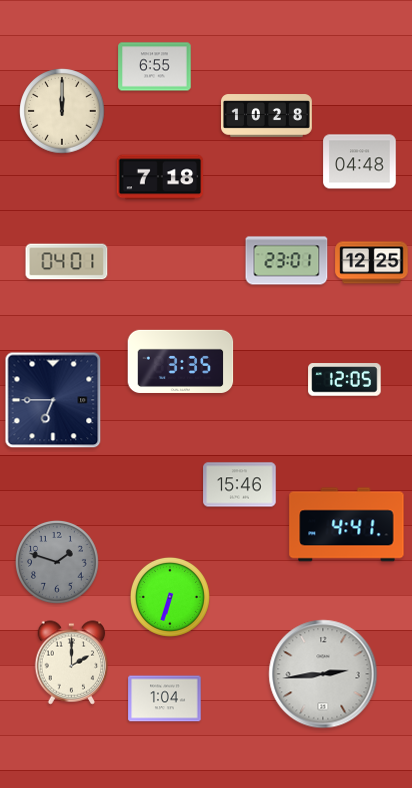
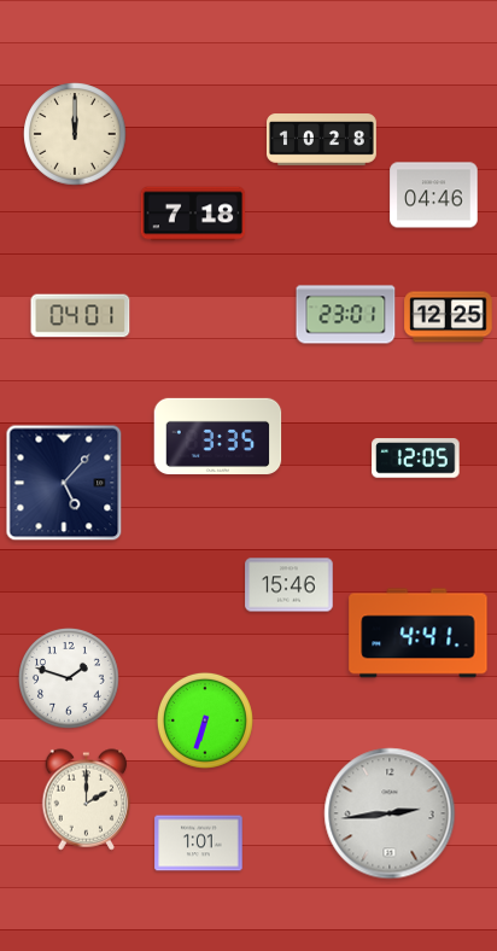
clock at (155, 67): 6:55 -> none
clock at (360, 162): 04:48 -> 04:46
clock at (53, 400): 6:45 -> 5:07
clock at (58, 563) dial: grey -> white
clock at (165, 699): 1:04 -> 1:01
